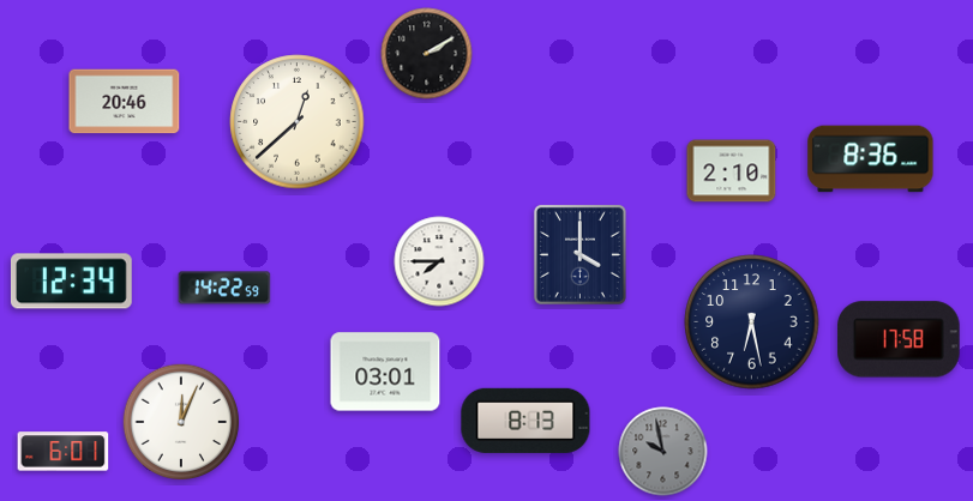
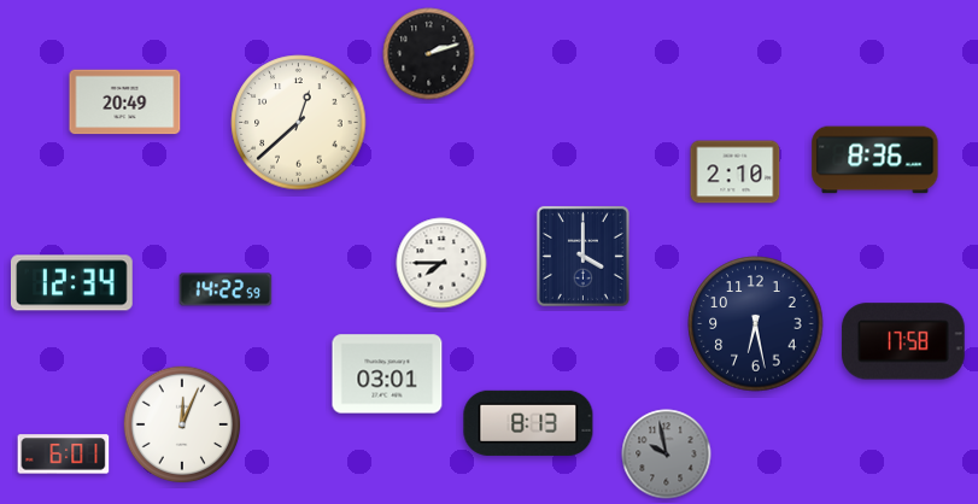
clock at (427, 54): 2:10 -> 2:12
clock at (125, 102): 20:46 -> 20:49
